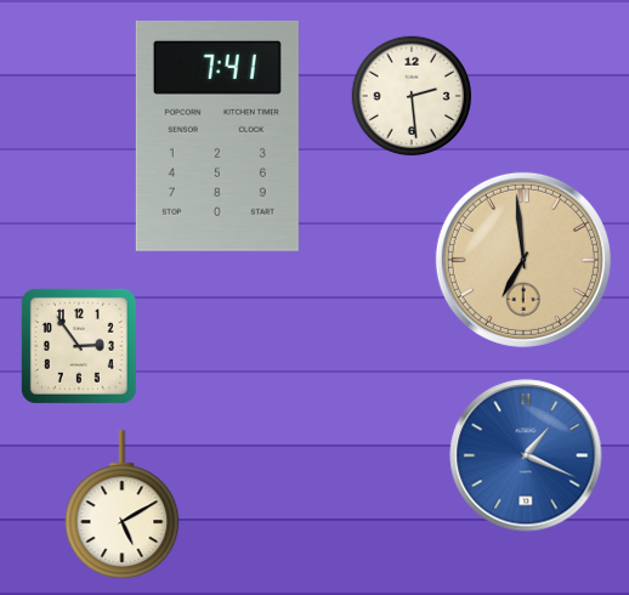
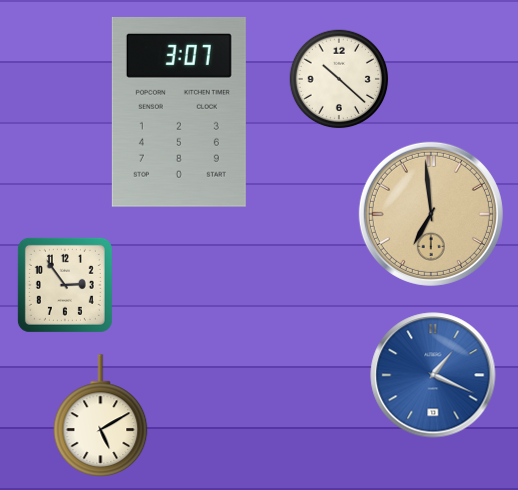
clock at (412, 96): 2:29 -> 10:22
clock at (217, 136): 7:41 -> 3:07
